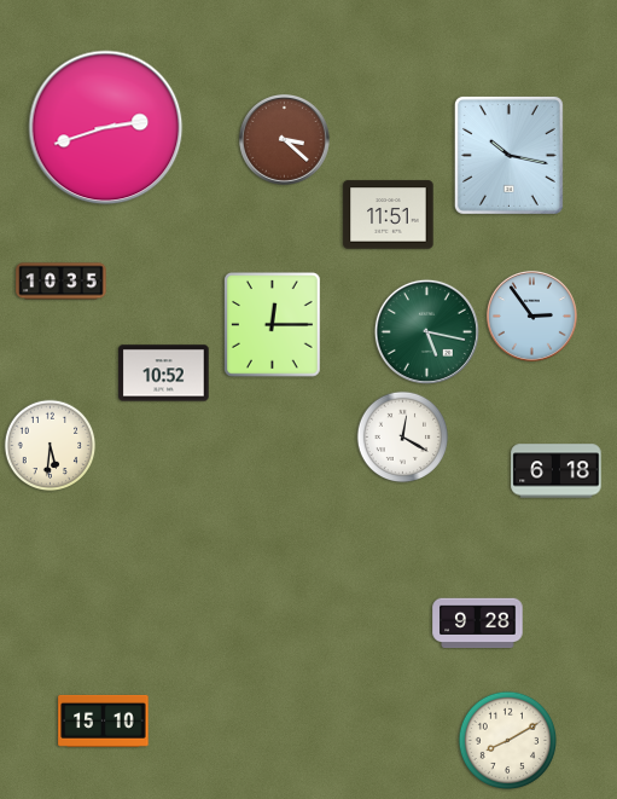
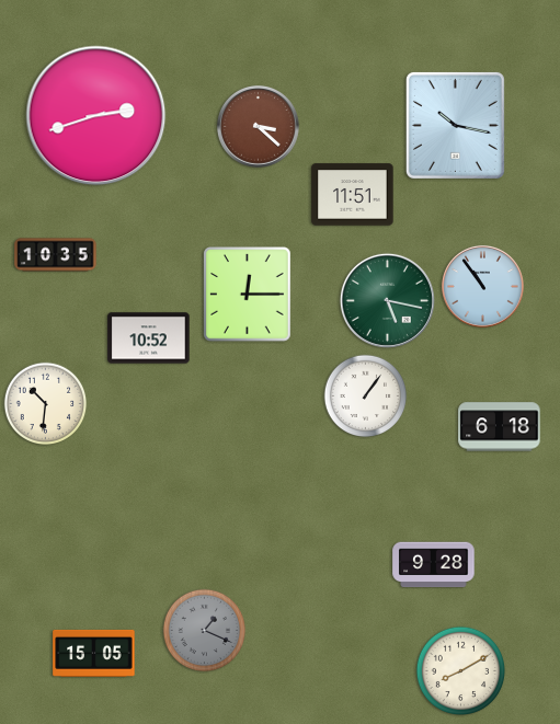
clock at (508, 155) position: (508, 155) -> (455, 125)
clock at (531, 315): 2:54 -> 10:54
clock at (403, 438): 12:20 -> 1:06
clock at (51, 446): 5:31 -> 10:31
clock at (557, 471) position: (557, 471) -> (500, 427)
clock at (205, 631): none -> 1:19
clock at (104, 720): 15:10 -> 15:05
